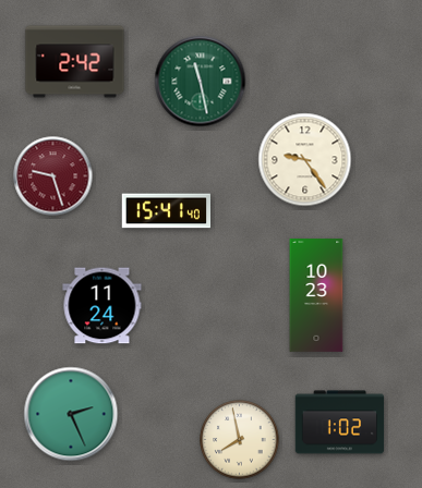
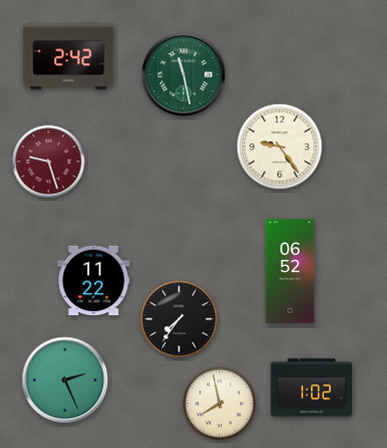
clock at (166, 211): 15:41 -> none
clock at (316, 295): 10:23 -> 06:52
clock at (103, 306): 11:24 -> 11:22
clock at (179, 319): none -> 7:36
